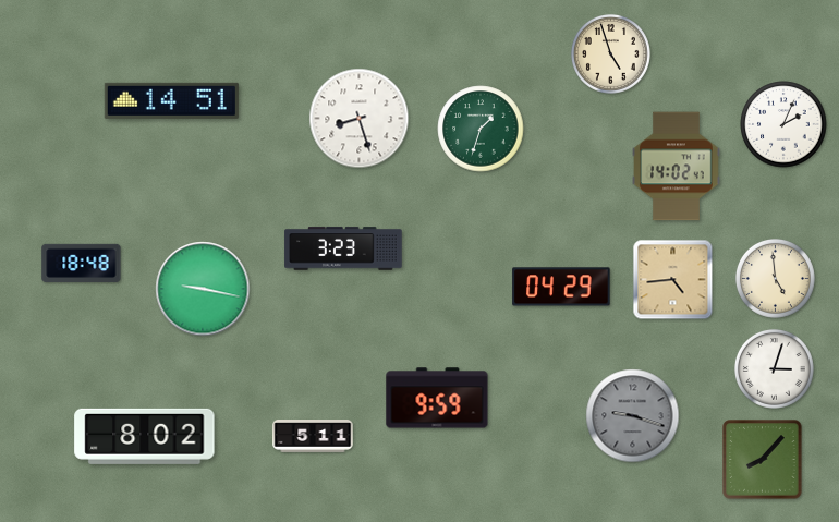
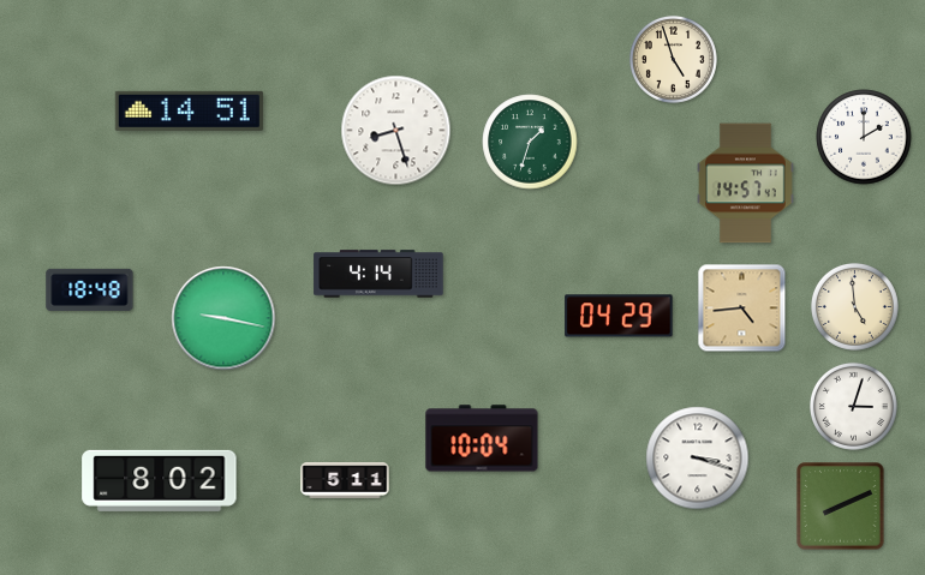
clock at (783, 124): 2:04 -> 2:00
clock at (677, 167): 14:02 -> 14:57
clock at (343, 248): 3:23 -> 4:14
clock at (437, 398): 9:59 -> 10:04
clock at (633, 416): 9:18 -> 3:18
clock at (633, 416) dial: grey -> white
clock at (763, 460): 8:07 -> 8:11
